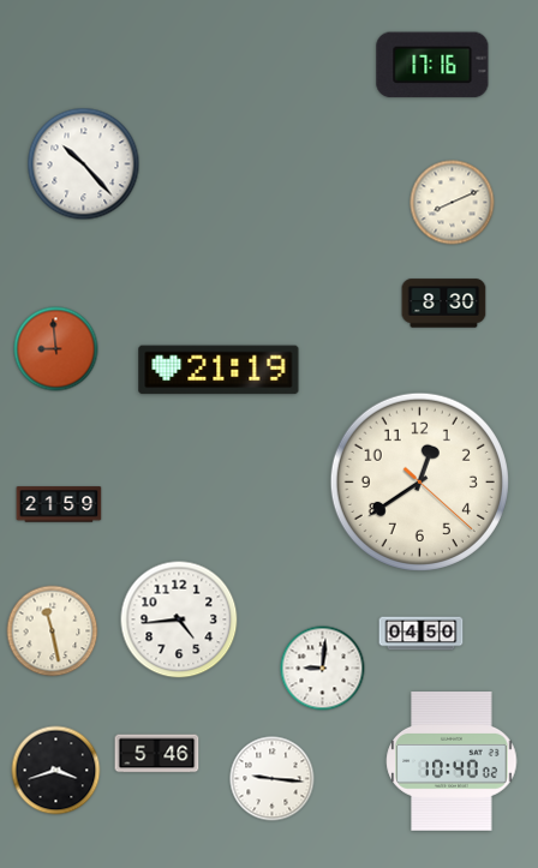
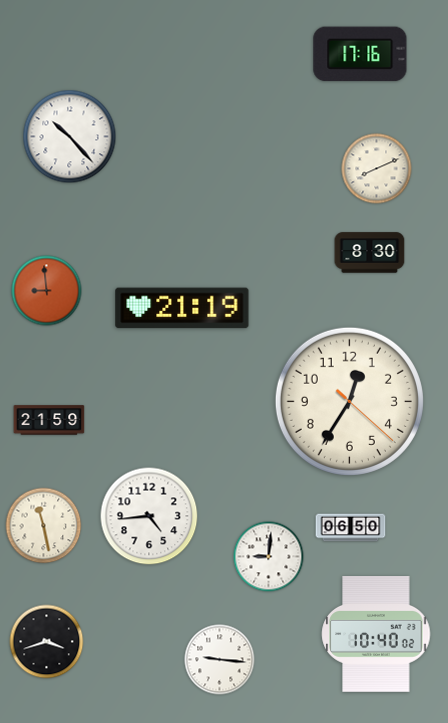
clock at (419, 481): 12:39 -> 12:35
clock at (422, 634): 04:50 -> 06:50
clock at (157, 754): 5:46 -> none
clock at (273, 779) position: (273, 779) -> (220, 660)
